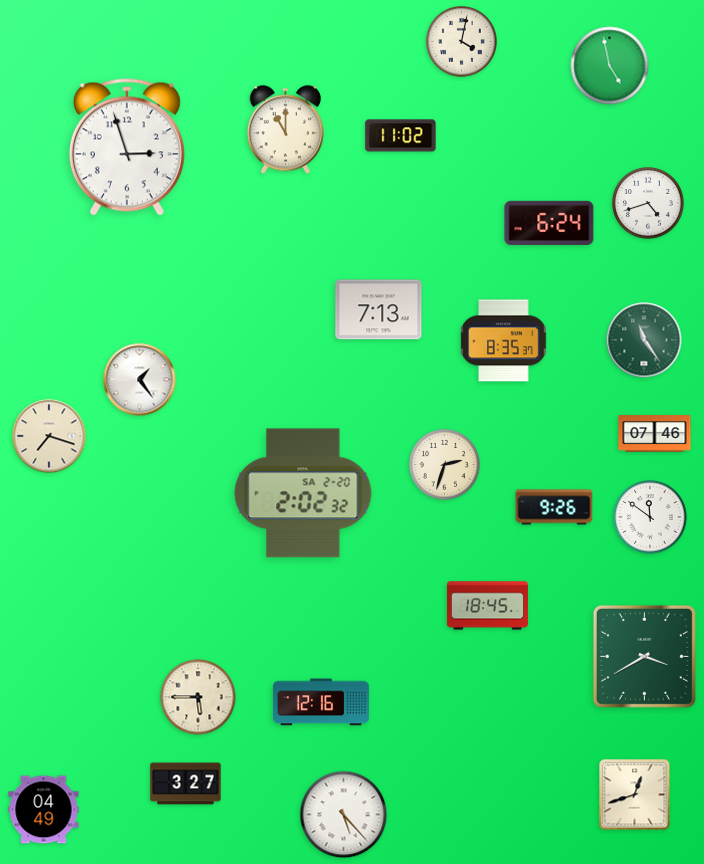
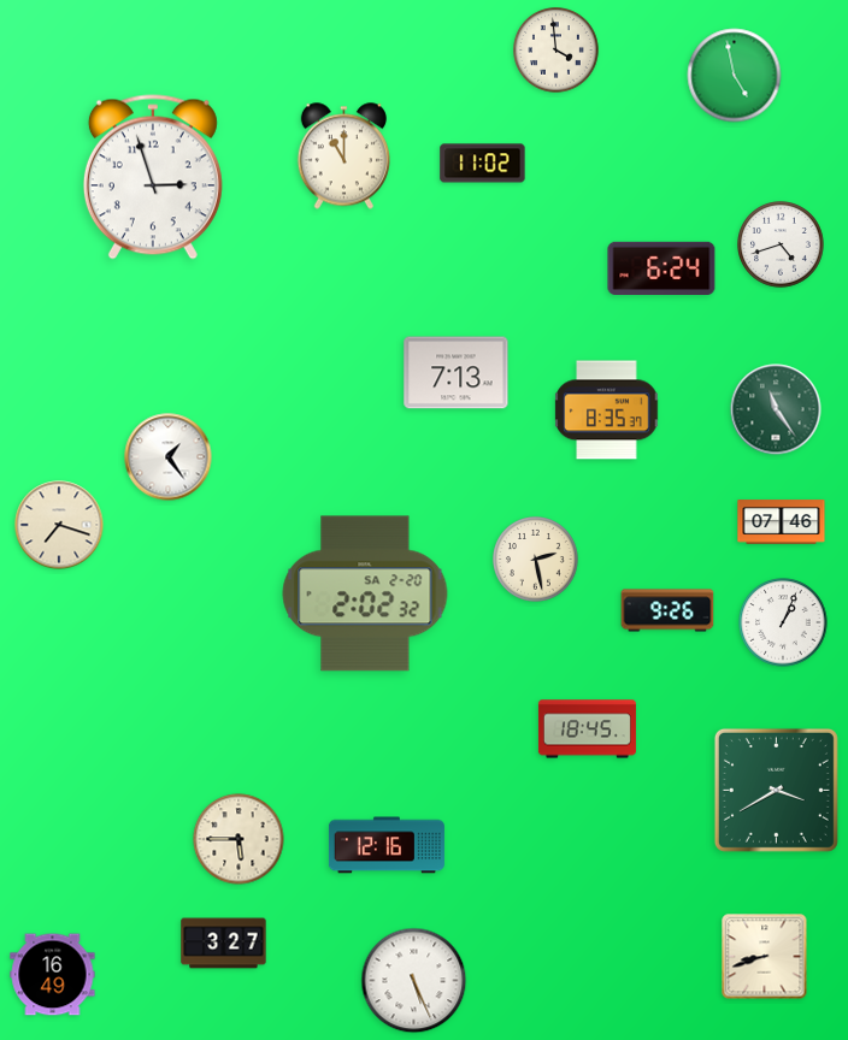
clock at (462, 42): 4:02 -> 3:59
clock at (610, 66) position: (610, 66) -> (735, 76)
clock at (655, 434) position: (655, 434) -> (782, 522)
clock at (445, 465): 2:33 -> 2:28
clock at (650, 517): 11:51 -> 1:04
clock at (635, 795): 12:42 -> 8:42
clock at (44, 810): 04:49 -> 16:49
clock at (344, 815): 5:23 -> 5:26
